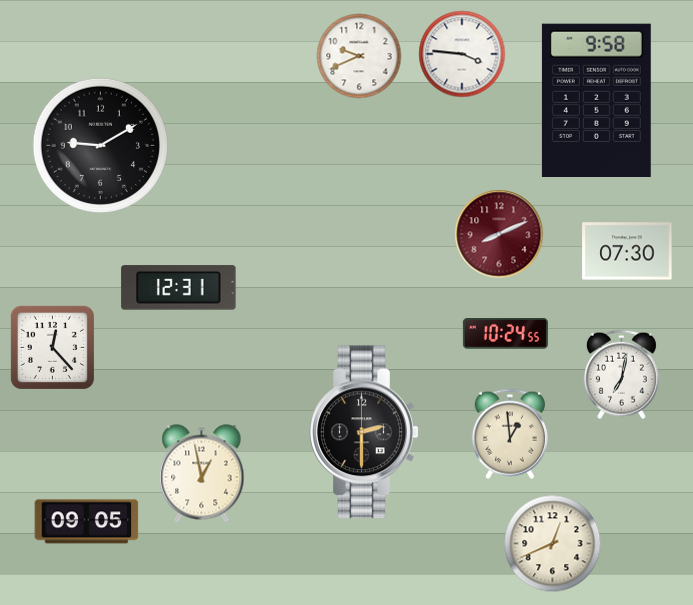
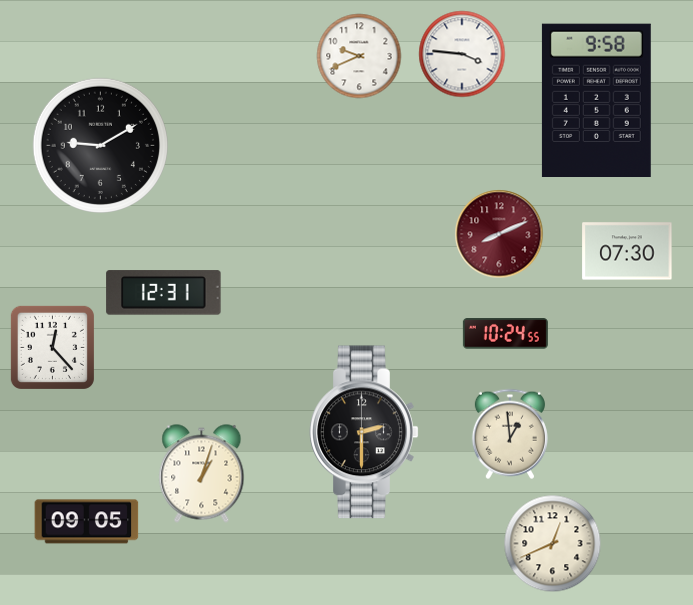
clock at (179, 288) position: (179, 288) -> (164, 293)
clock at (621, 375): 7:02 -> none
clock at (202, 474): 12:58 -> 1:03
